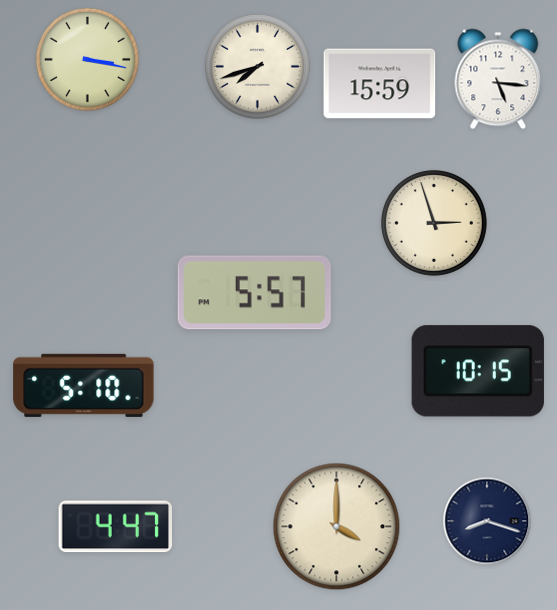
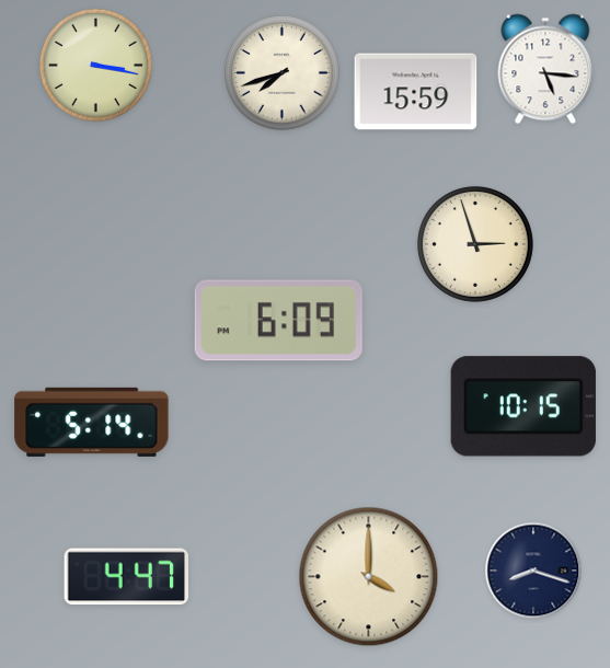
clock at (498, 79) position: (498, 79) -> (545, 69)
clock at (254, 293): 5:57 -> 6:09
clock at (84, 385): 5:10 -> 5:14
